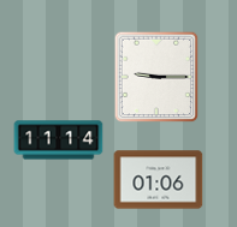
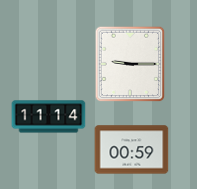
clock at (159, 180): 01:06 -> 00:59
